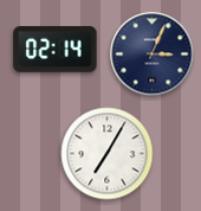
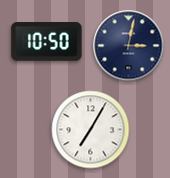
clock at (56, 50): 02:14 -> 10:50
clock at (153, 55): 3:04 -> 3:02
